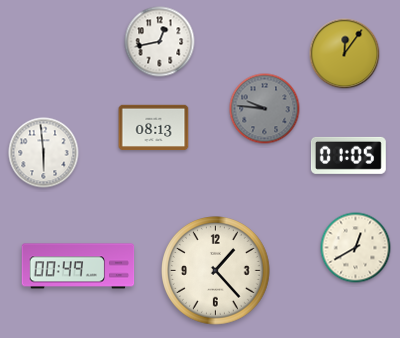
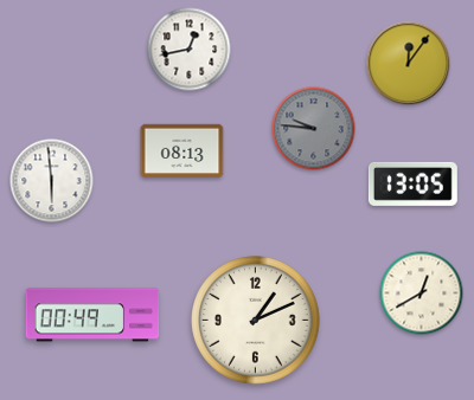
clock at (348, 155): 01:05 -> 13:05
clock at (216, 271): 1:23 -> 1:11
